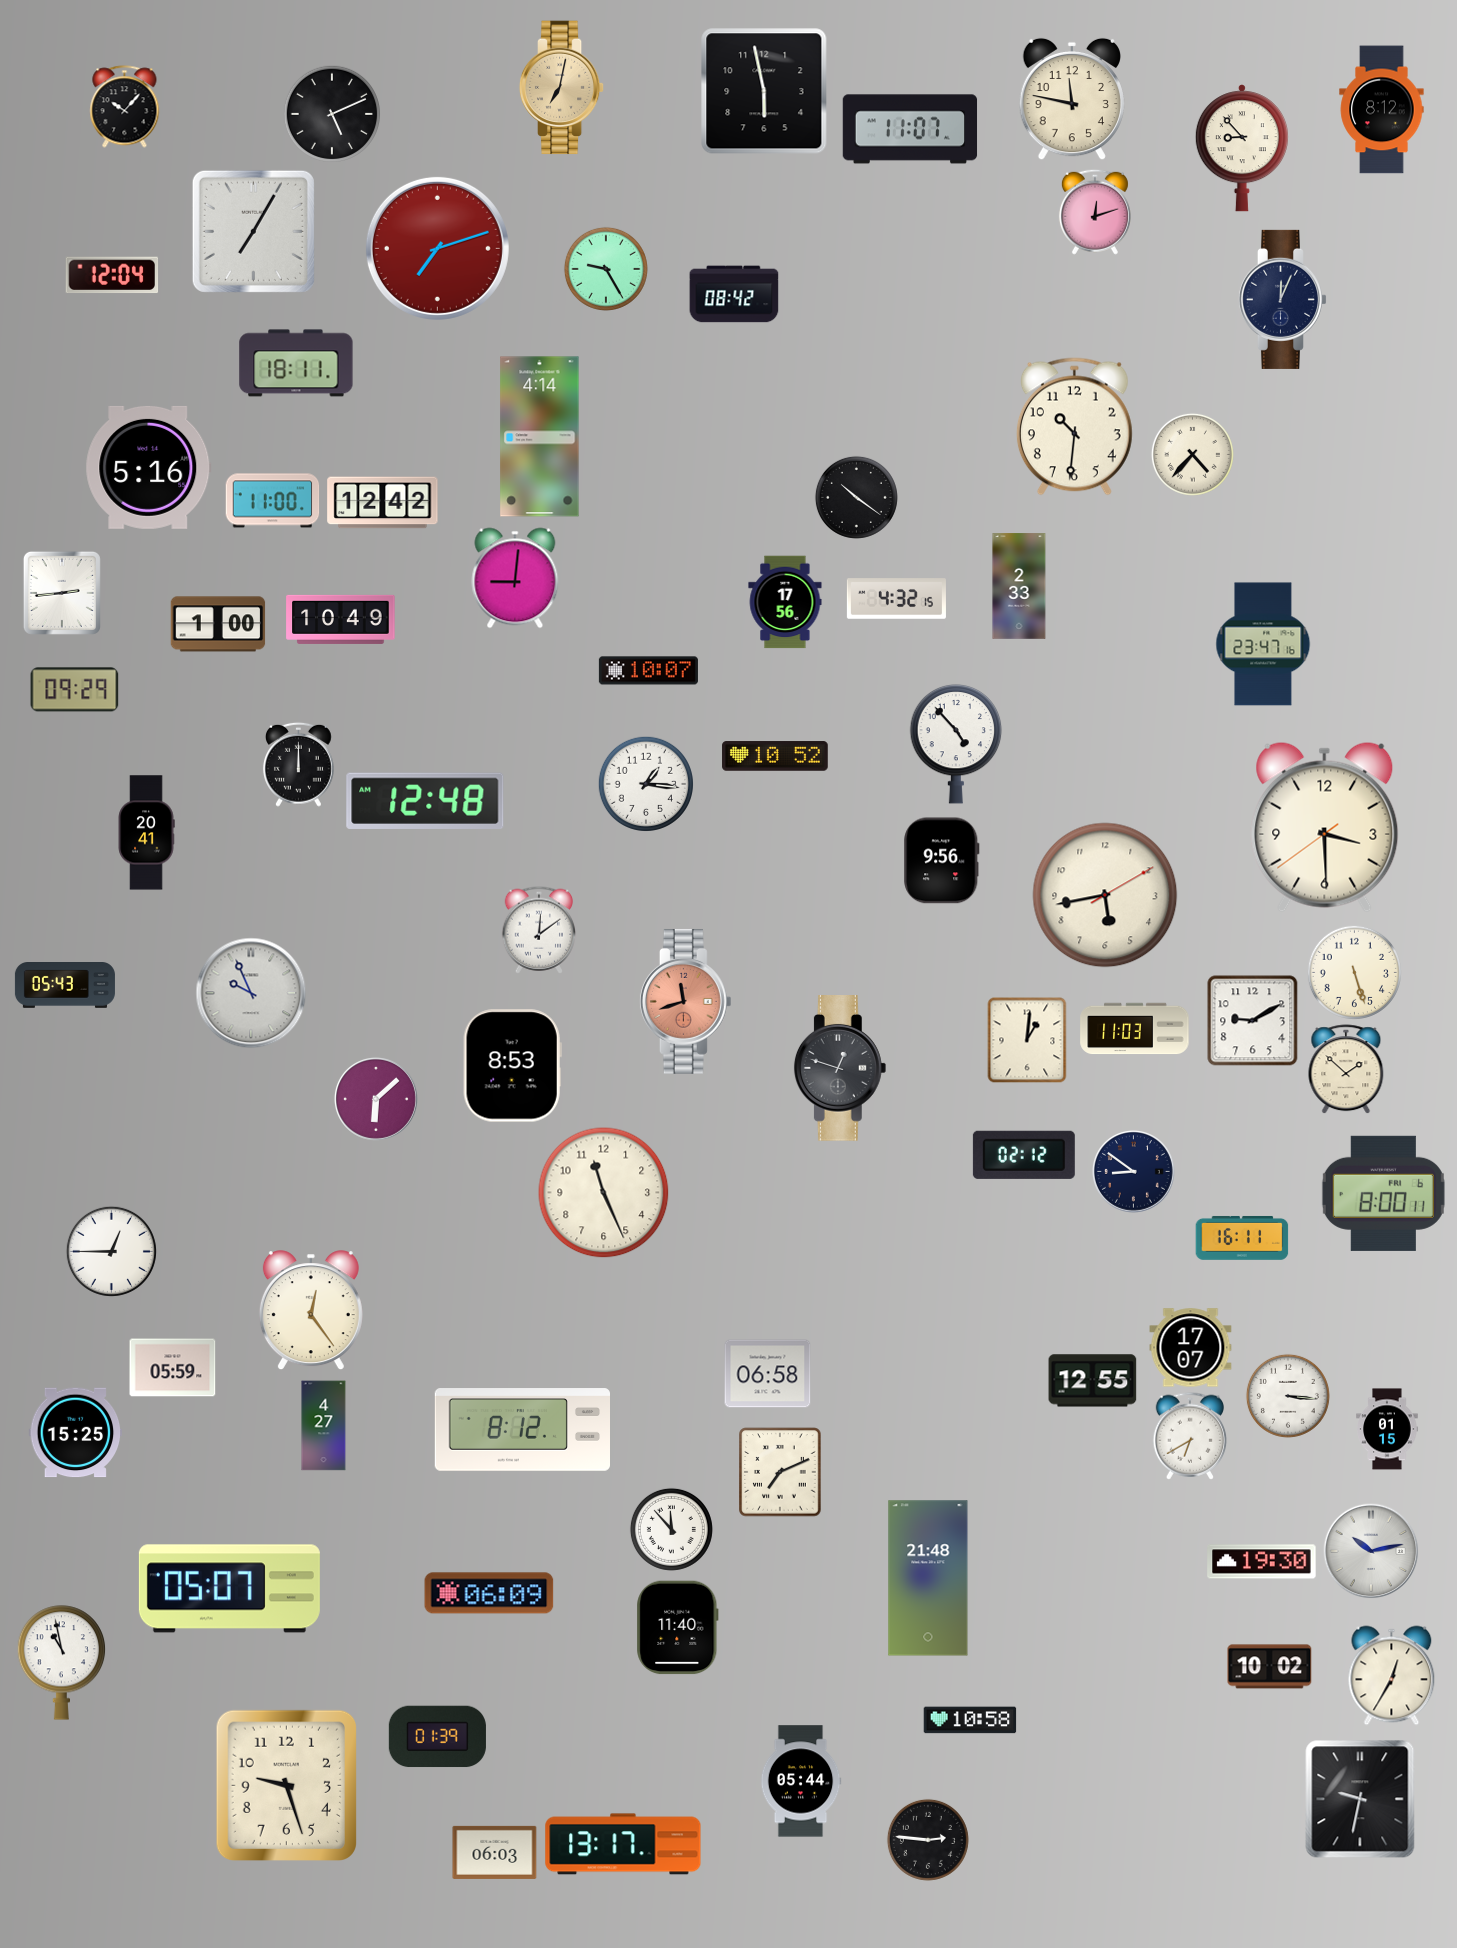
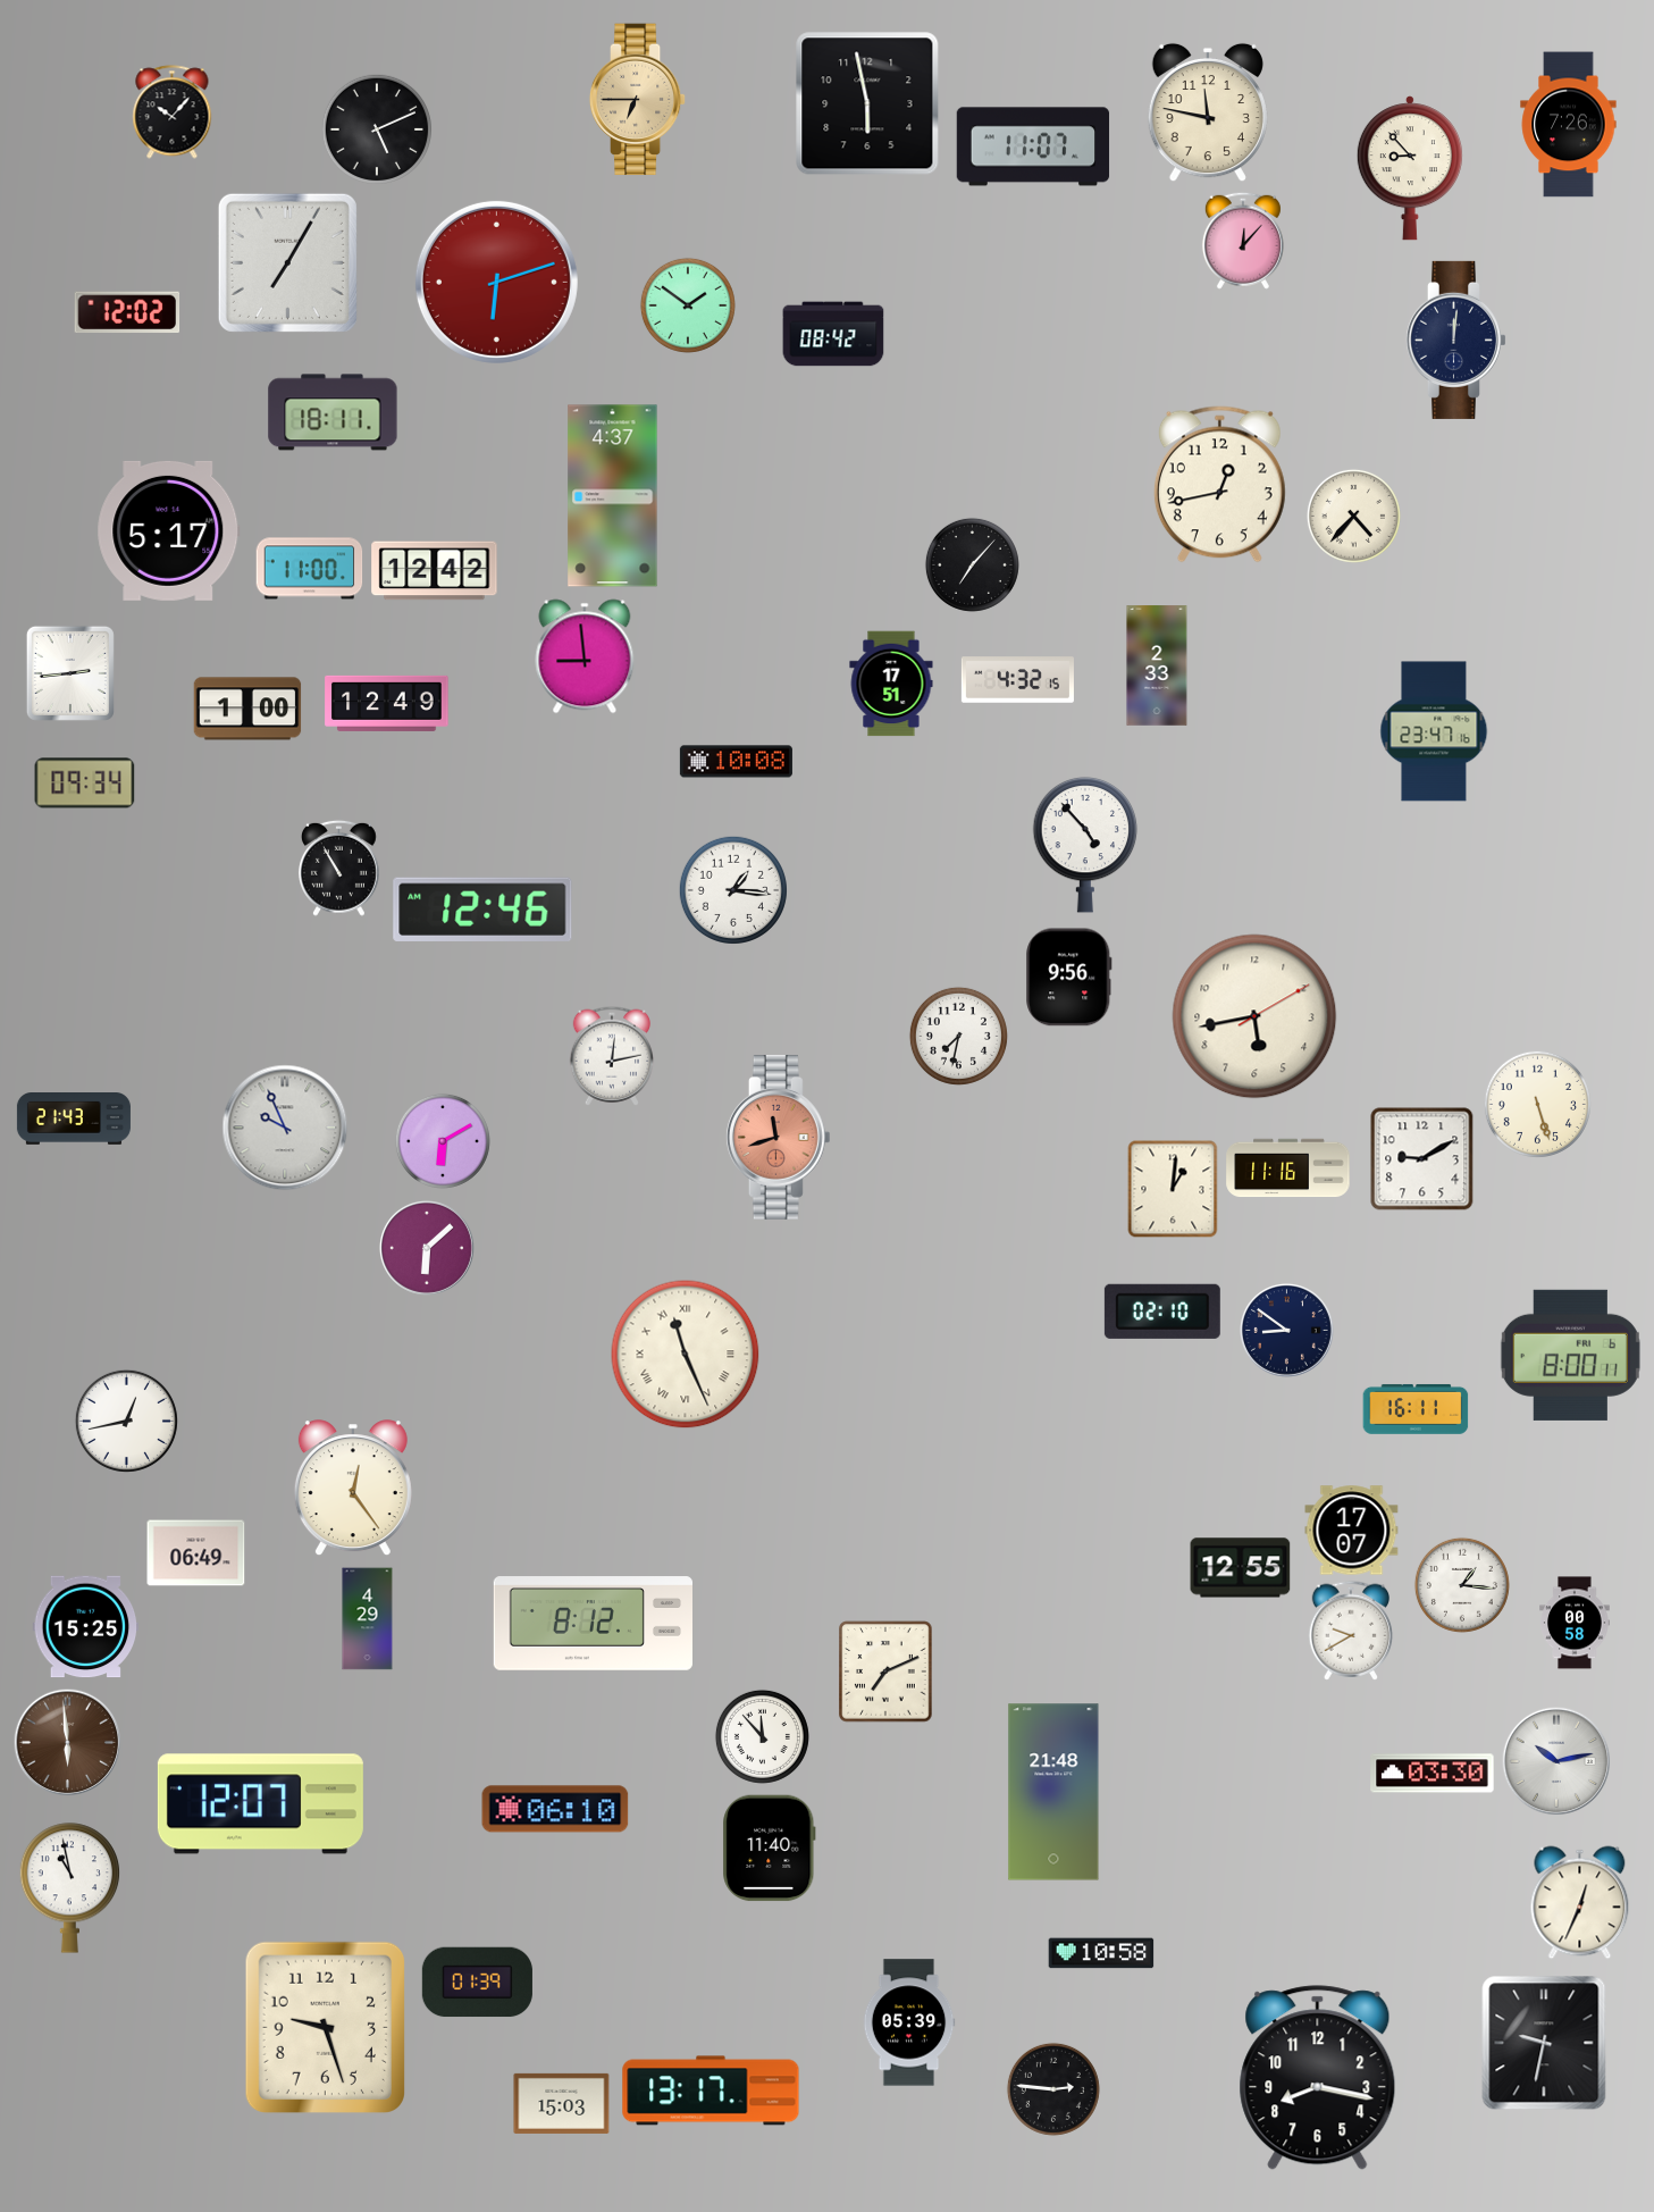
clock at (562, 88): 7:02 -> 6:45
clock at (1072, 99) position: (1072, 99) -> (1208, 112)
clock at (125, 107) position: (125, 107) -> (173, 112)
clock at (1382, 110): 8:12 -> 7:26
clock at (1095, 212): 12:12 -> 12:07
clock at (437, 248): 7:12 -> 6:12
clock at (606, 269): 9:25 -> 1:51
clock at (112, 275): 12:04 -> 12:02
clock at (1282, 299): 12:04 -> 12:01
clock at (296, 363) position: (296, 363) -> (333, 412)
clock at (1074, 427): 10:31 -> 12:43
clock at (540, 437): 4:14 -> 4:37
clock at (149, 467): 5:16 -> 5:17
clock at (856, 497): 10:21 -> 7:07
clock at (515, 578): 9:01 -> 8:59
clock at (785, 602): 17:56 -> 17:51
clock at (341, 619): 10:49 -> 12:49
clock at (648, 671): 10:07 -> 10:08
clock at (75, 690): 09:29 -> 09:34
clock at (775, 756): 10:52 -> none
clock at (298, 764): 12:00 -> 10:55
clock at (425, 801): 12:48 -> 12:46
clock at (1325, 827): 3:29 -> none
clock at (146, 833): 20:41 -> none
clock at (958, 1036): none -> 7:32
clock at (539, 930): 12:09 -> 12:13
clock at (65, 985): 05:43 -> 21:43
clock at (443, 1141): none -> 6:10
clock at (1135, 1029): 11:03 -> 11:16
clock at (1027, 1040) position: (1027, 1040) -> (1173, 1189)
clock at (512, 1066): 8:53 -> none
clock at (840, 1069): 12:48 -> none
clock at (1346, 1069): 1:52 -> none
clock at (1024, 1155): 02:12 -> 02:10
clock at (604, 1193) numerals: Arabic -> Roman
clock at (1242, 1238) position: (1242, 1238) -> (1416, 1409)
clock at (111, 1251): 12:45 -> 12:43
clock at (173, 1368): 05:59 -> 06:49
clock at (768, 1374): 06:58 -> none
clock at (1288, 1396): 3:16 -> 1:16
clock at (324, 1426): 4:27 -> 4:29
clock at (1387, 1429): 01:15 -> 00:58
clock at (1190, 1436): 6:40 -> 9:40
clock at (67, 1742): none -> 5:59
clock at (1262, 1562): 19:30 -> 03:30
clock at (229, 1589): 05:07 -> 12:07
clock at (489, 1593): 06:09 -> 06:10
clock at (1270, 1667): 10:02 -> none
clock at (1392, 1676): 12:35 -> 12:34
clock at (437, 1737) position: (437, 1737) -> (477, 1983)
clock at (801, 1781): 05:44 -> 05:39
clock at (1318, 2078): none -> 8:17
clock at (623, 1844) position: (623, 1844) -> (711, 2090)
clock at (495, 1852): 06:03 -> 15:03
